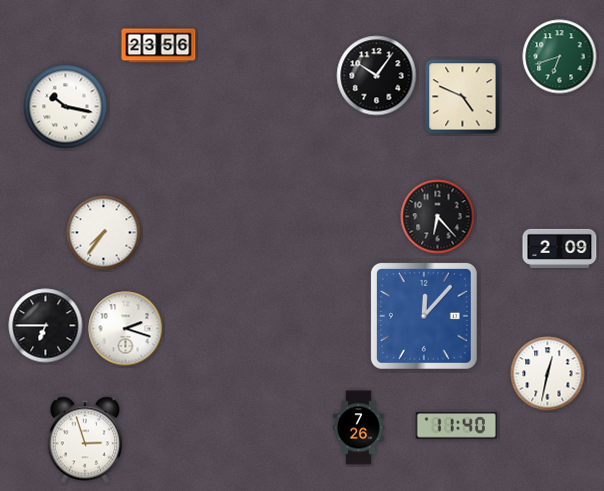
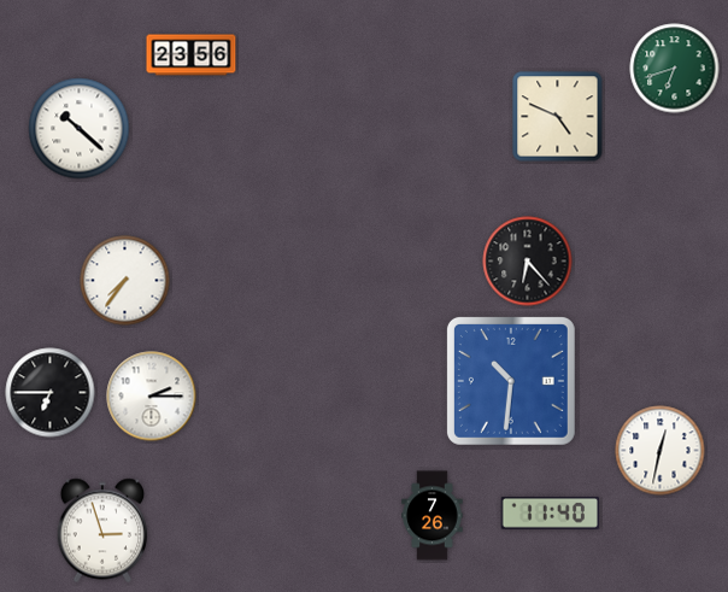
clock at (377, 76): 10:06 -> none
clock at (66, 107): 10:17 -> 10:22
clock at (560, 248): 2:09 -> none
clock at (424, 316): 12:07 -> 10:31
clock at (46, 326) position: (46, 326) -> (51, 393)
clock at (126, 329): 2:18 -> 2:15
